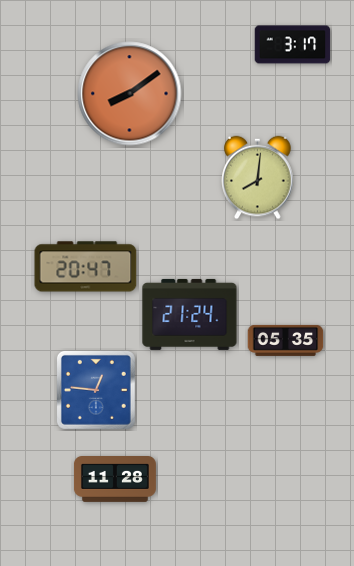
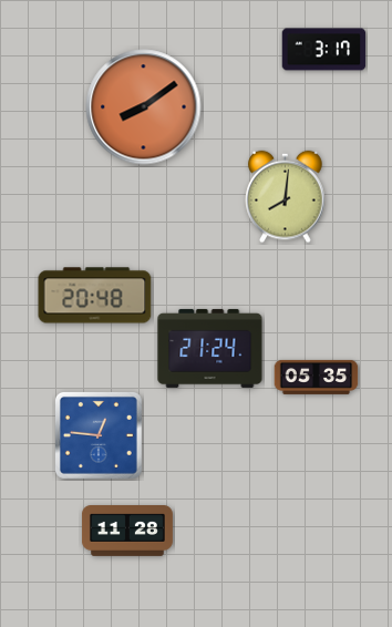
clock at (130, 94) position: (130, 94) -> (144, 107)
clock at (86, 267): 20:47 -> 20:48
clock at (96, 390) position: (96, 390) -> (99, 435)
